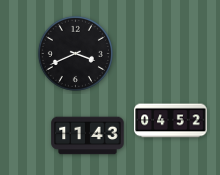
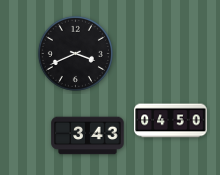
clock at (171, 121): 04:52 -> 04:50
clock at (88, 136): 11:43 -> 3:43
